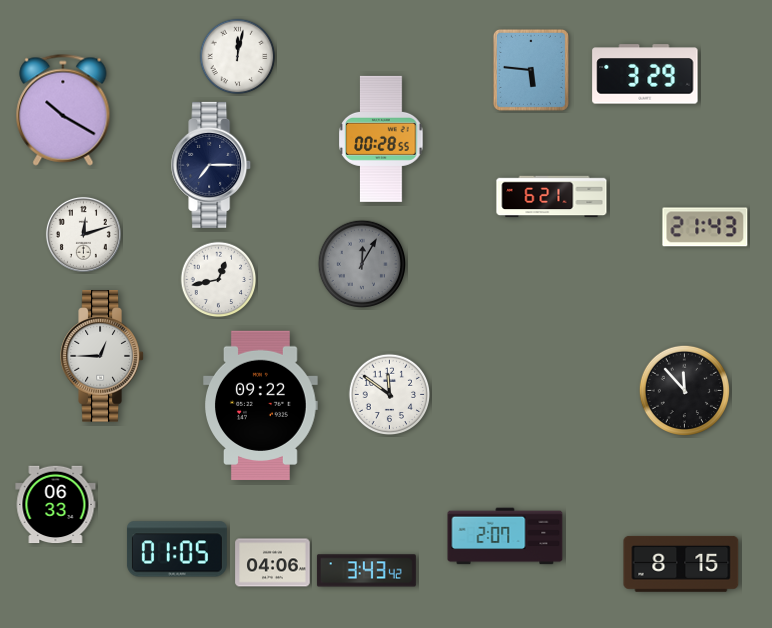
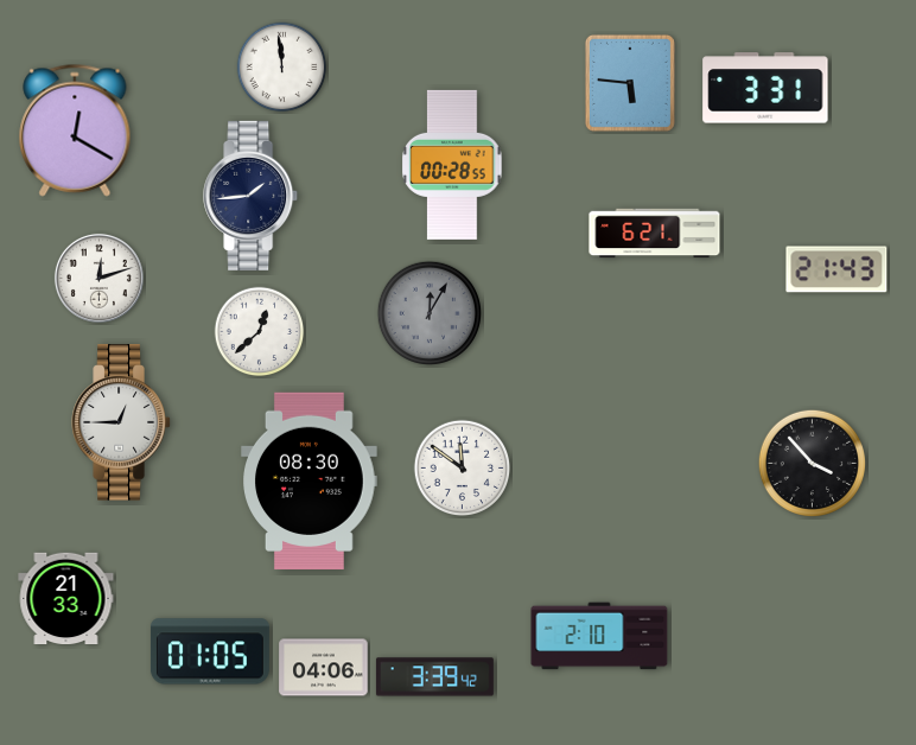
clock at (238, 57): 12:02 -> 11:59
clock at (645, 74): 3:29 -> 3:31
clock at (63, 110): 10:20 -> 12:20
clock at (212, 165): 7:15 -> 1:44
clock at (219, 280): 12:43 -> 12:38
clock at (684, 390): 11:53 -> 3:53
clock at (261, 406): 09:22 -> 08:30
clock at (56, 505): 06:33 -> 21:33
clock at (505, 536): 2:07 -> 2:10
clock at (681, 564): 8:15 -> none
clock at (366, 571): 3:43 -> 3:39
